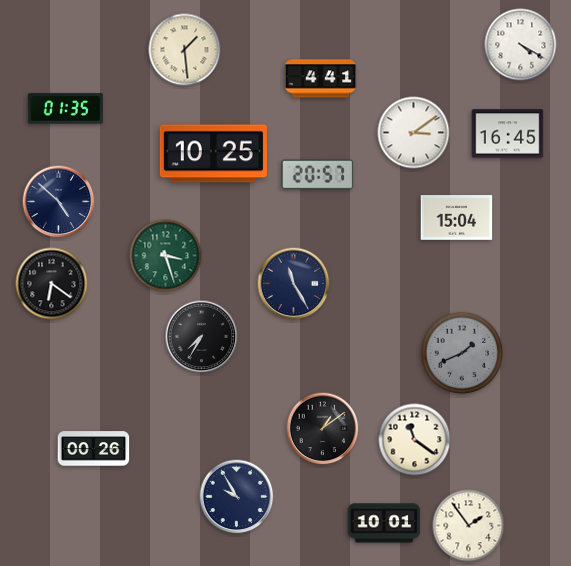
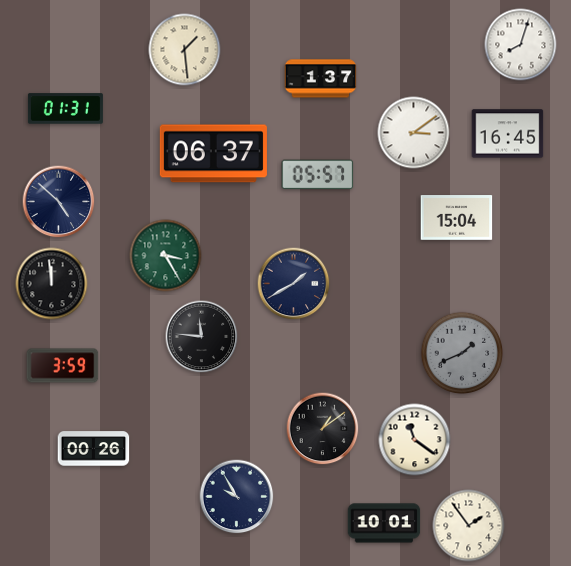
clock at (521, 45): 4:20 -> 8:03
clock at (321, 79): 4:41 -> 1:37
clock at (65, 109): 01:35 -> 01:31
clock at (213, 154): 10:25 -> 06:37
clock at (318, 175): 20:57 -> 05:57
clock at (166, 256): 3:27 -> 3:25
clock at (52, 284): 6:21 -> 11:59
clock at (294, 284): 11:25 -> 1:40
clock at (202, 337): 7:35 -> 11:46
clock at (63, 366): none -> 3:59
